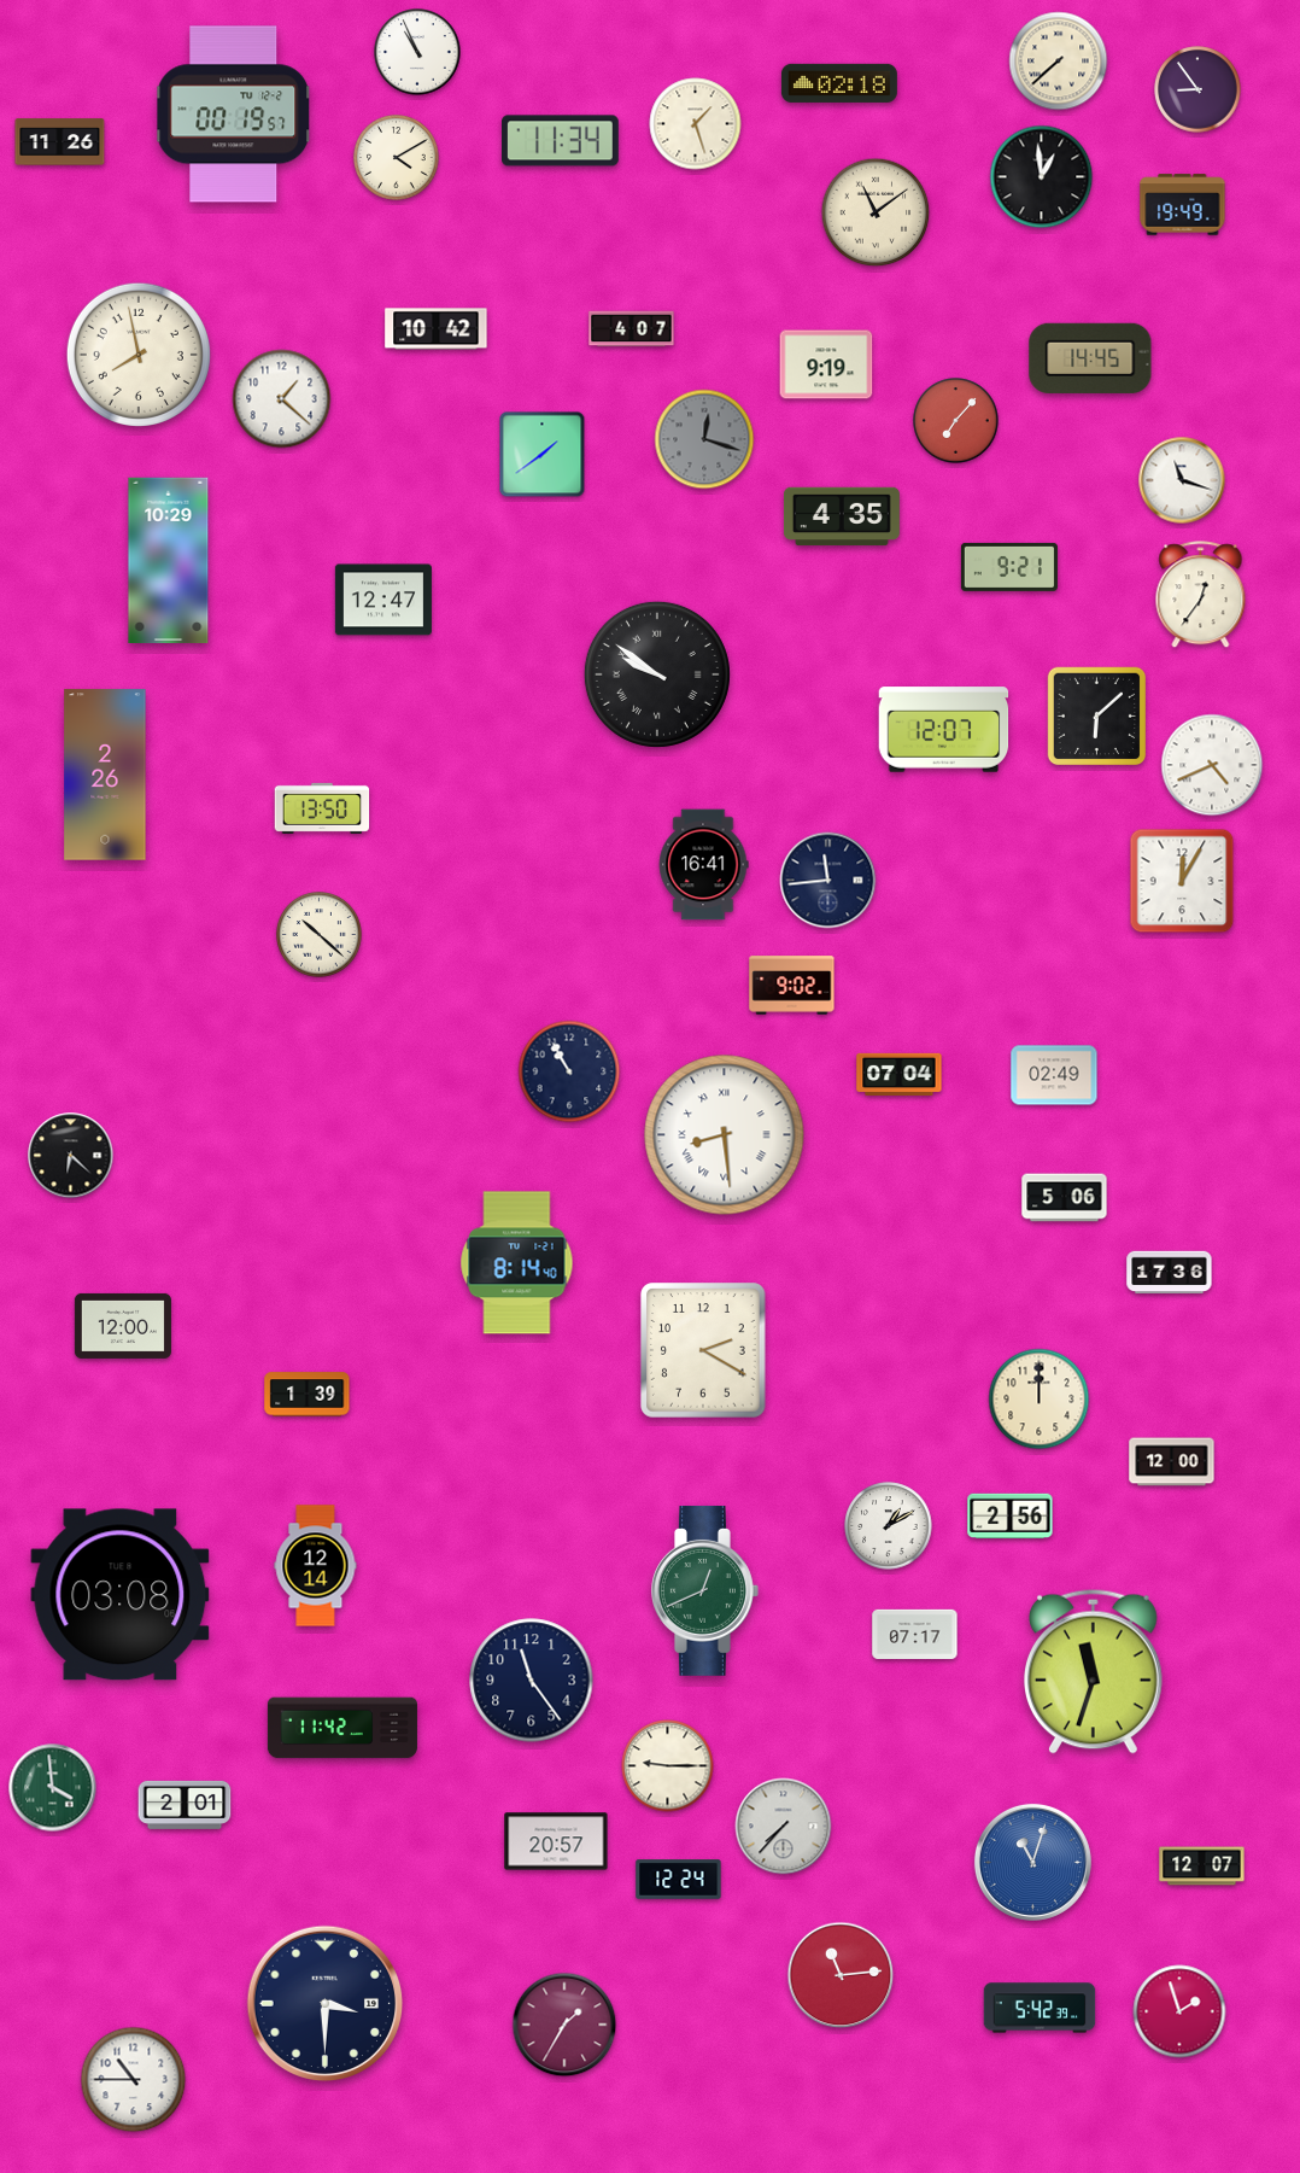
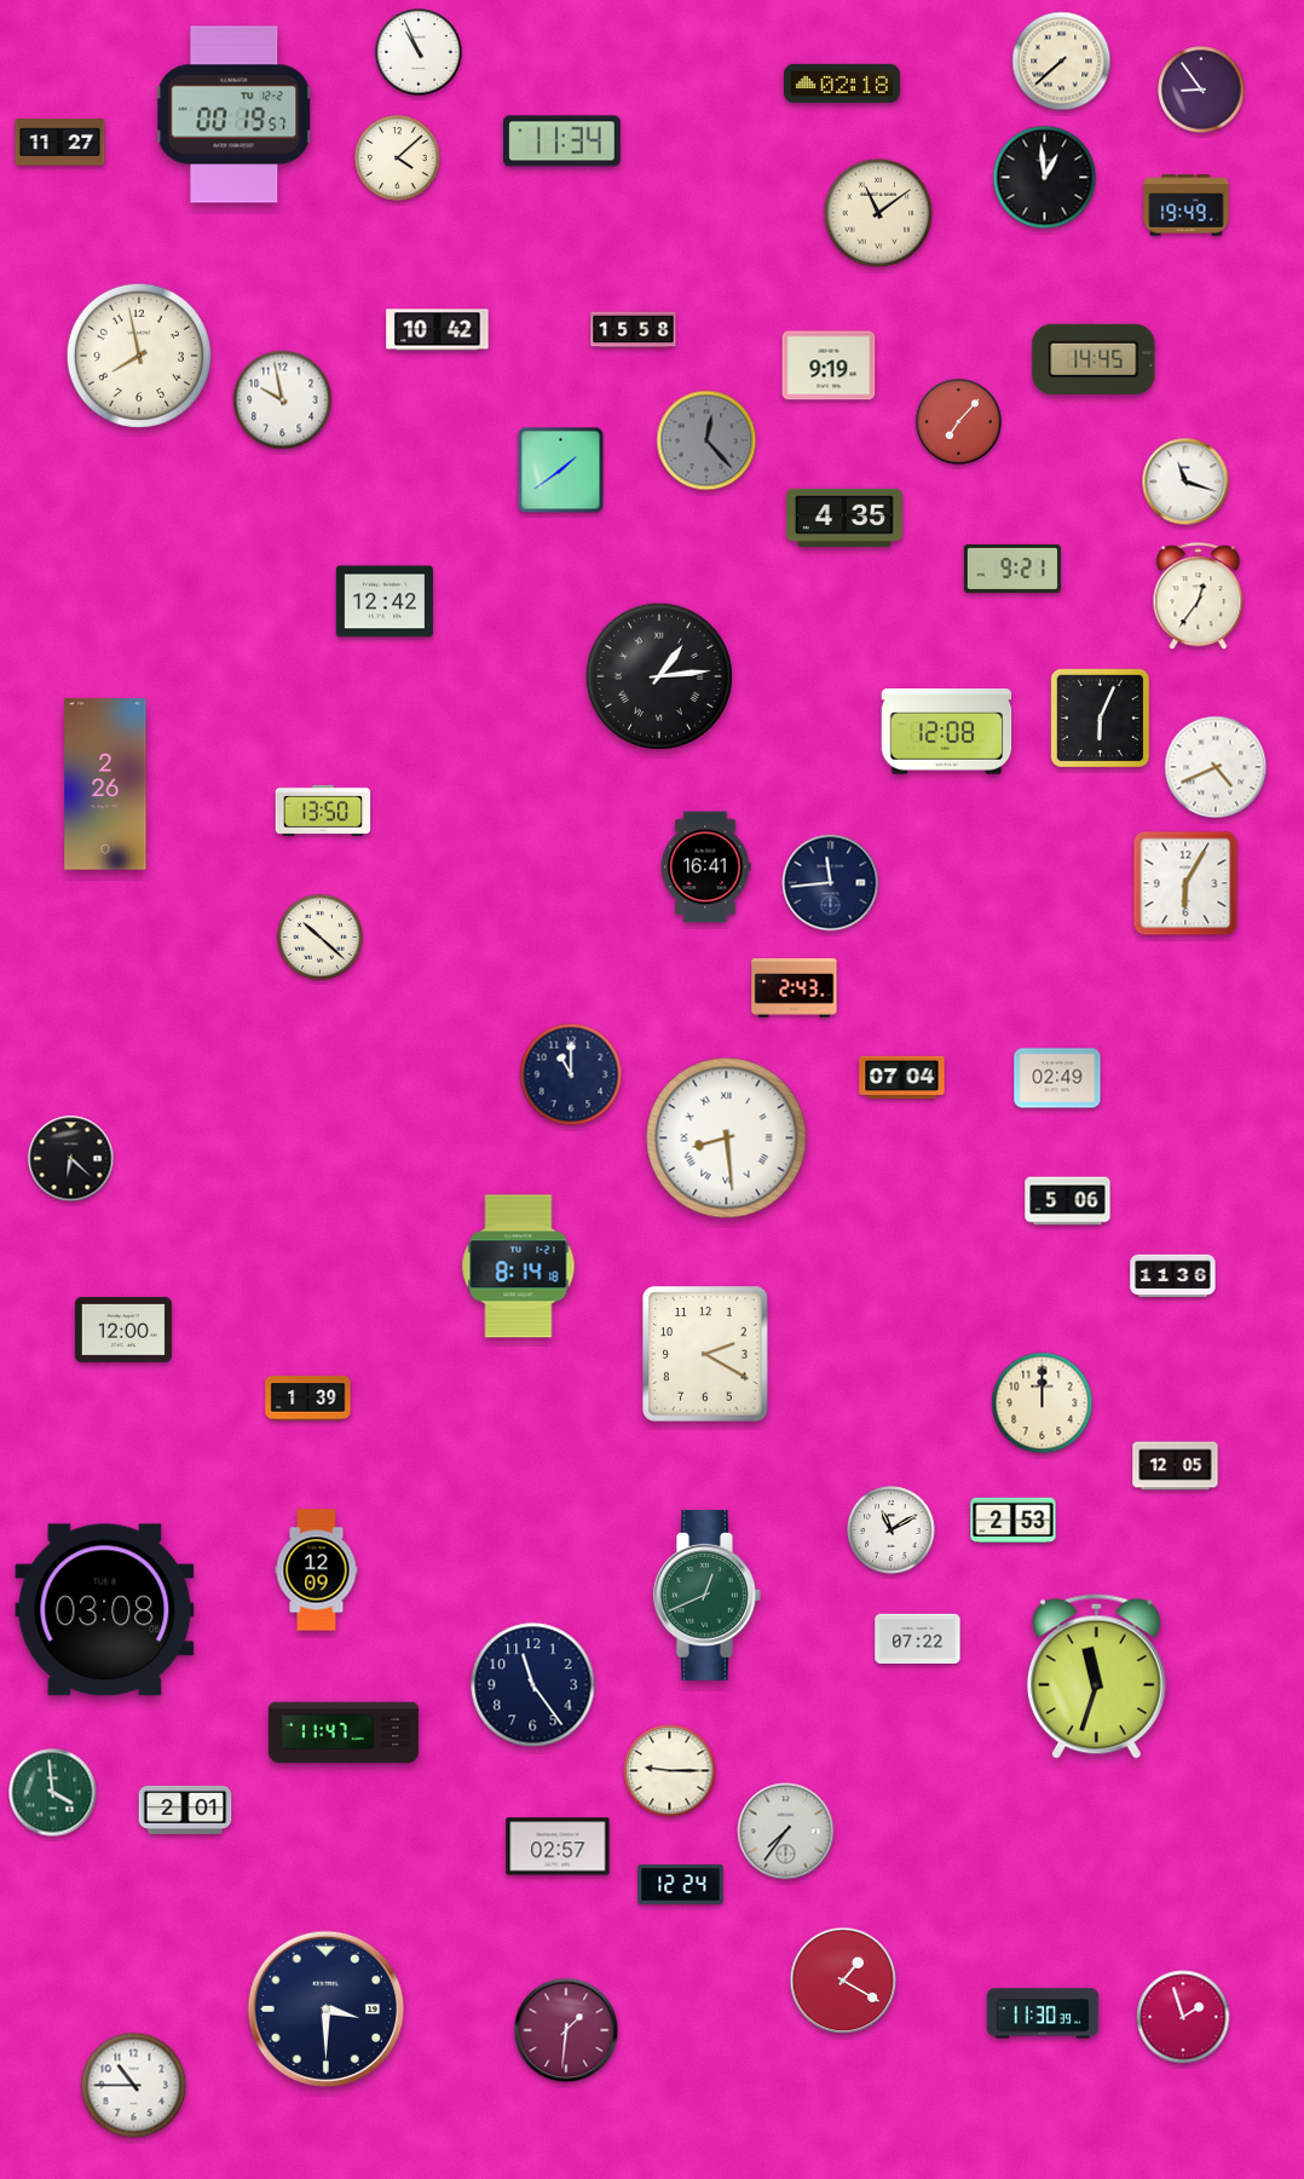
clock at (696, 124): 1:27 -> none
clock at (60, 142): 11:26 -> 11:27
clock at (397, 158): 4:10 -> 4:08
clock at (632, 329): 4:07 -> 15:58
clock at (282, 399): 1:22 -> 9:58
clock at (704, 439): 12:18 -> 12:23
clock at (543, 455) position: (543, 455) -> (561, 471)
clock at (169, 561): 10:29 -> none
clock at (1201, 595) position: (1201, 595) -> (1199, 596)
clock at (383, 600): 12:47 -> 12:42
clock at (657, 674): 9:51 -> 1:14
clock at (1097, 717): 6:08 -> 6:04
clock at (944, 730): 12:07 -> 12:08
clock at (105, 775) position: (105, 775) -> (105, 784)
clock at (1182, 881): 12:05 -> 6:05
clock at (792, 986): 9:02 -> 2:43
clock at (569, 1071): 10:55 -> 11:00
clock at (517, 1263): 8:14:40 -> 8:14:18
clock at (1170, 1273): 17:36 -> 11:36
clock at (1172, 1462): 12:00 -> 12:05
clock at (1011, 1515): 2:56 -> 2:53
clock at (889, 1526): 1:10 -> 11:10
clock at (316, 1566): 12:14 -> 12:09
clock at (121, 1595) position: (121, 1595) -> (105, 1610)
clock at (915, 1634): 07:17 -> 07:22
clock at (342, 1728): 11:42 -> 11:47
clock at (784, 1827): 7:37 -> 7:36
clock at (556, 1841): 20:57 -> 02:57
clock at (1032, 1862): 11:03 -> none
clock at (1202, 1867): 12:07 -> none
clock at (841, 1975): 11:14 -> 1:20
clock at (1040, 2008): 5:42 -> 11:30
clock at (564, 2025): 1:35 -> 1:31
